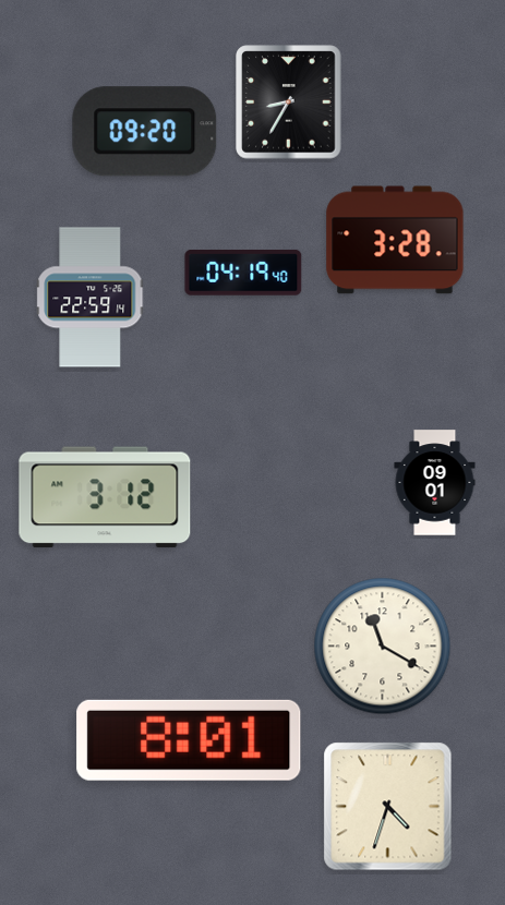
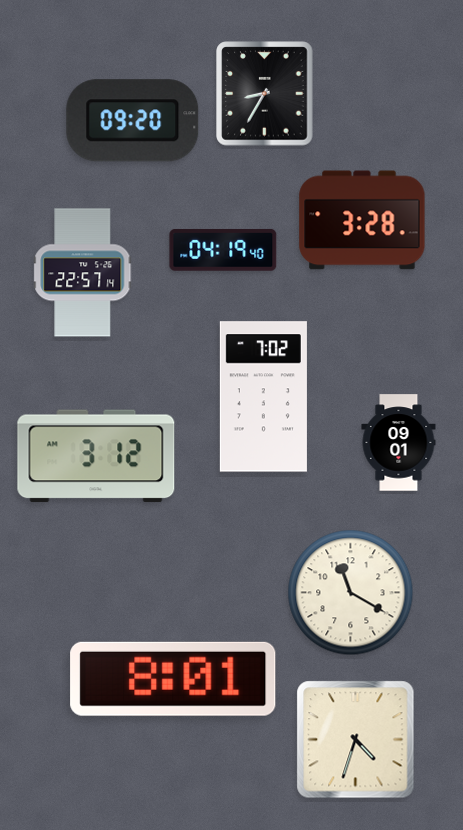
clock at (91, 298): 22:59 -> 22:57
clock at (263, 397): none -> 7:02
